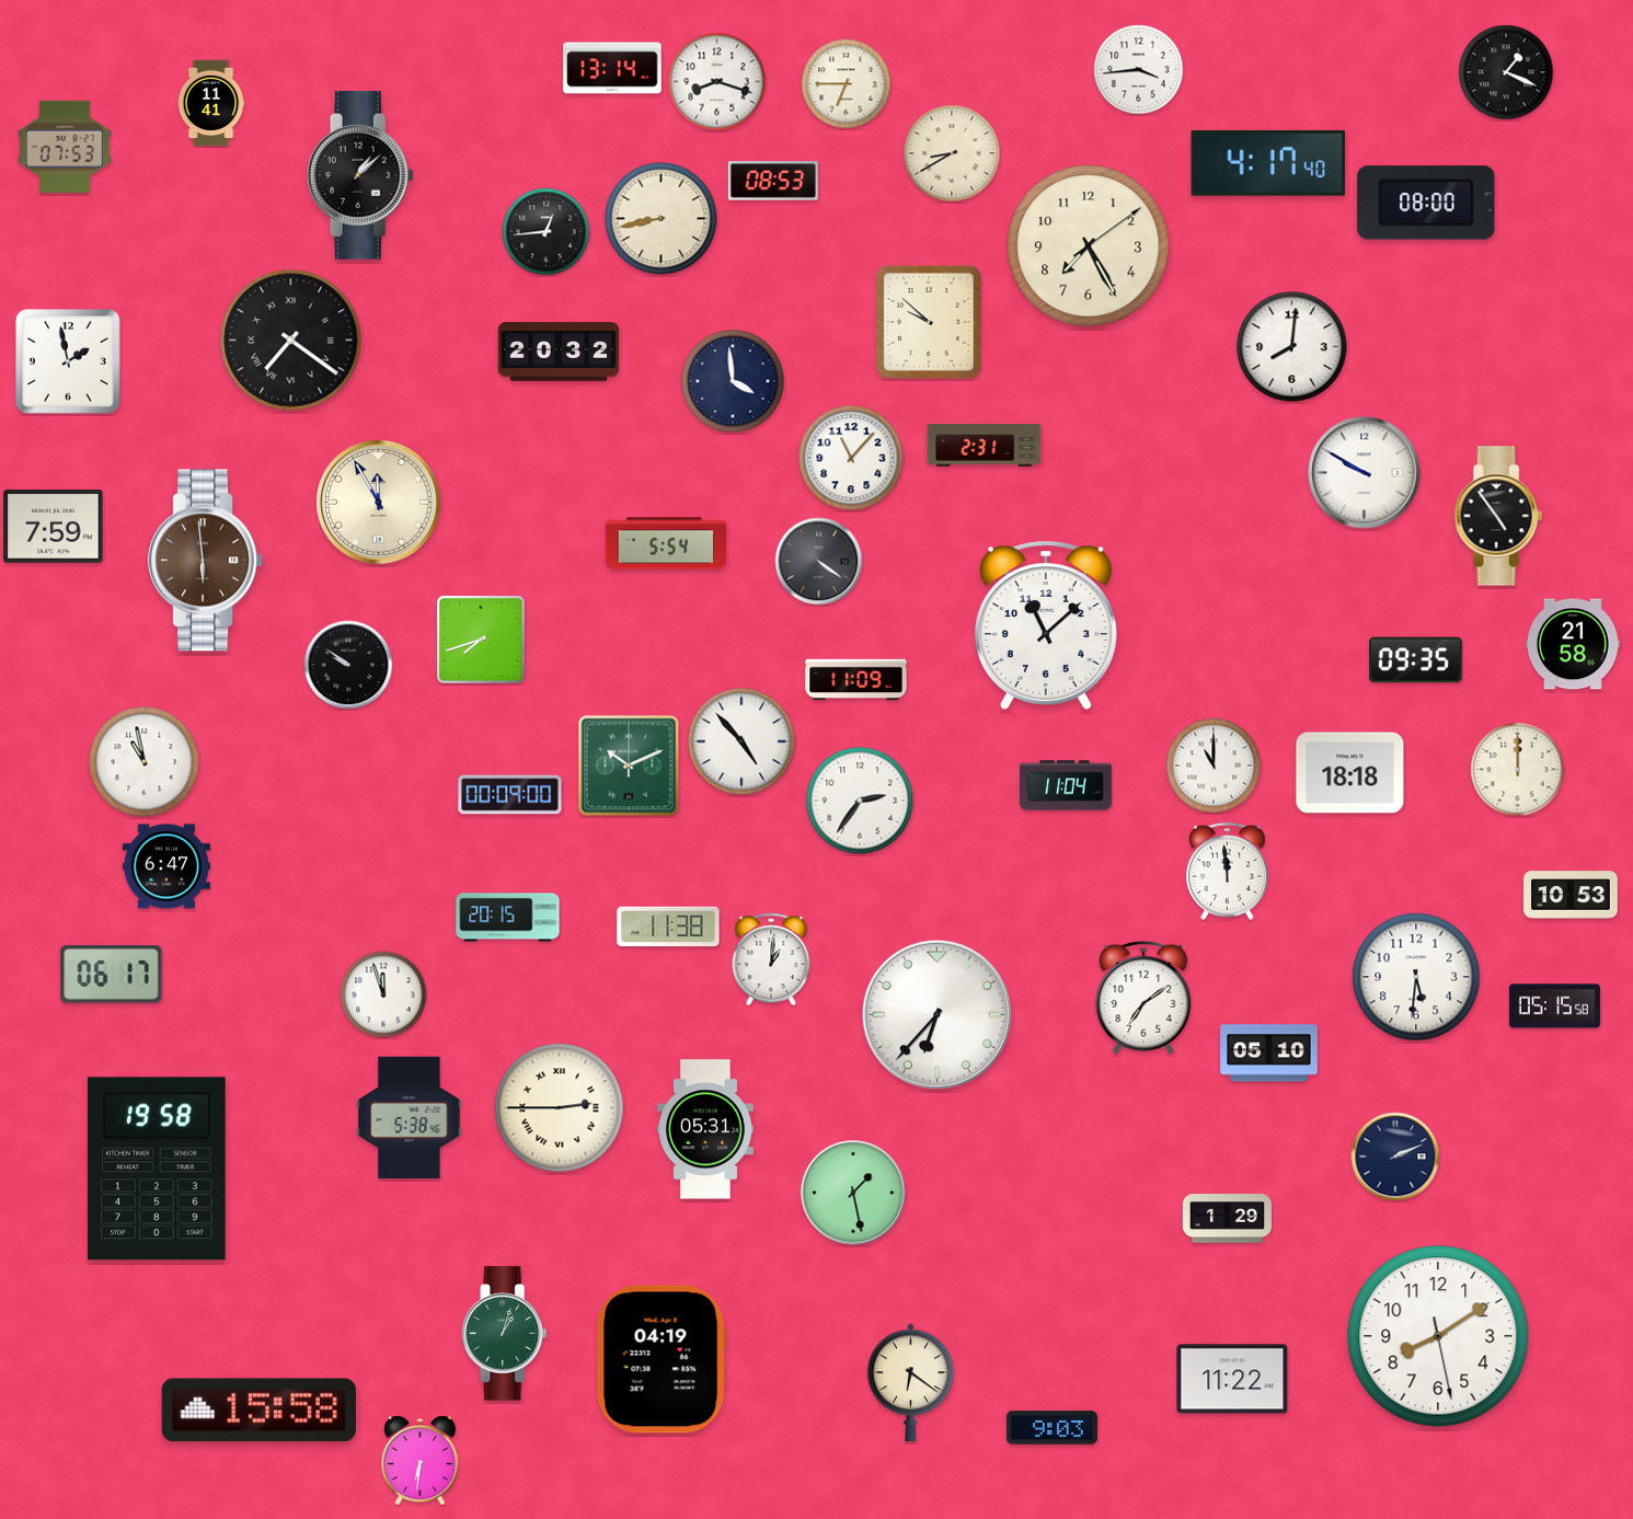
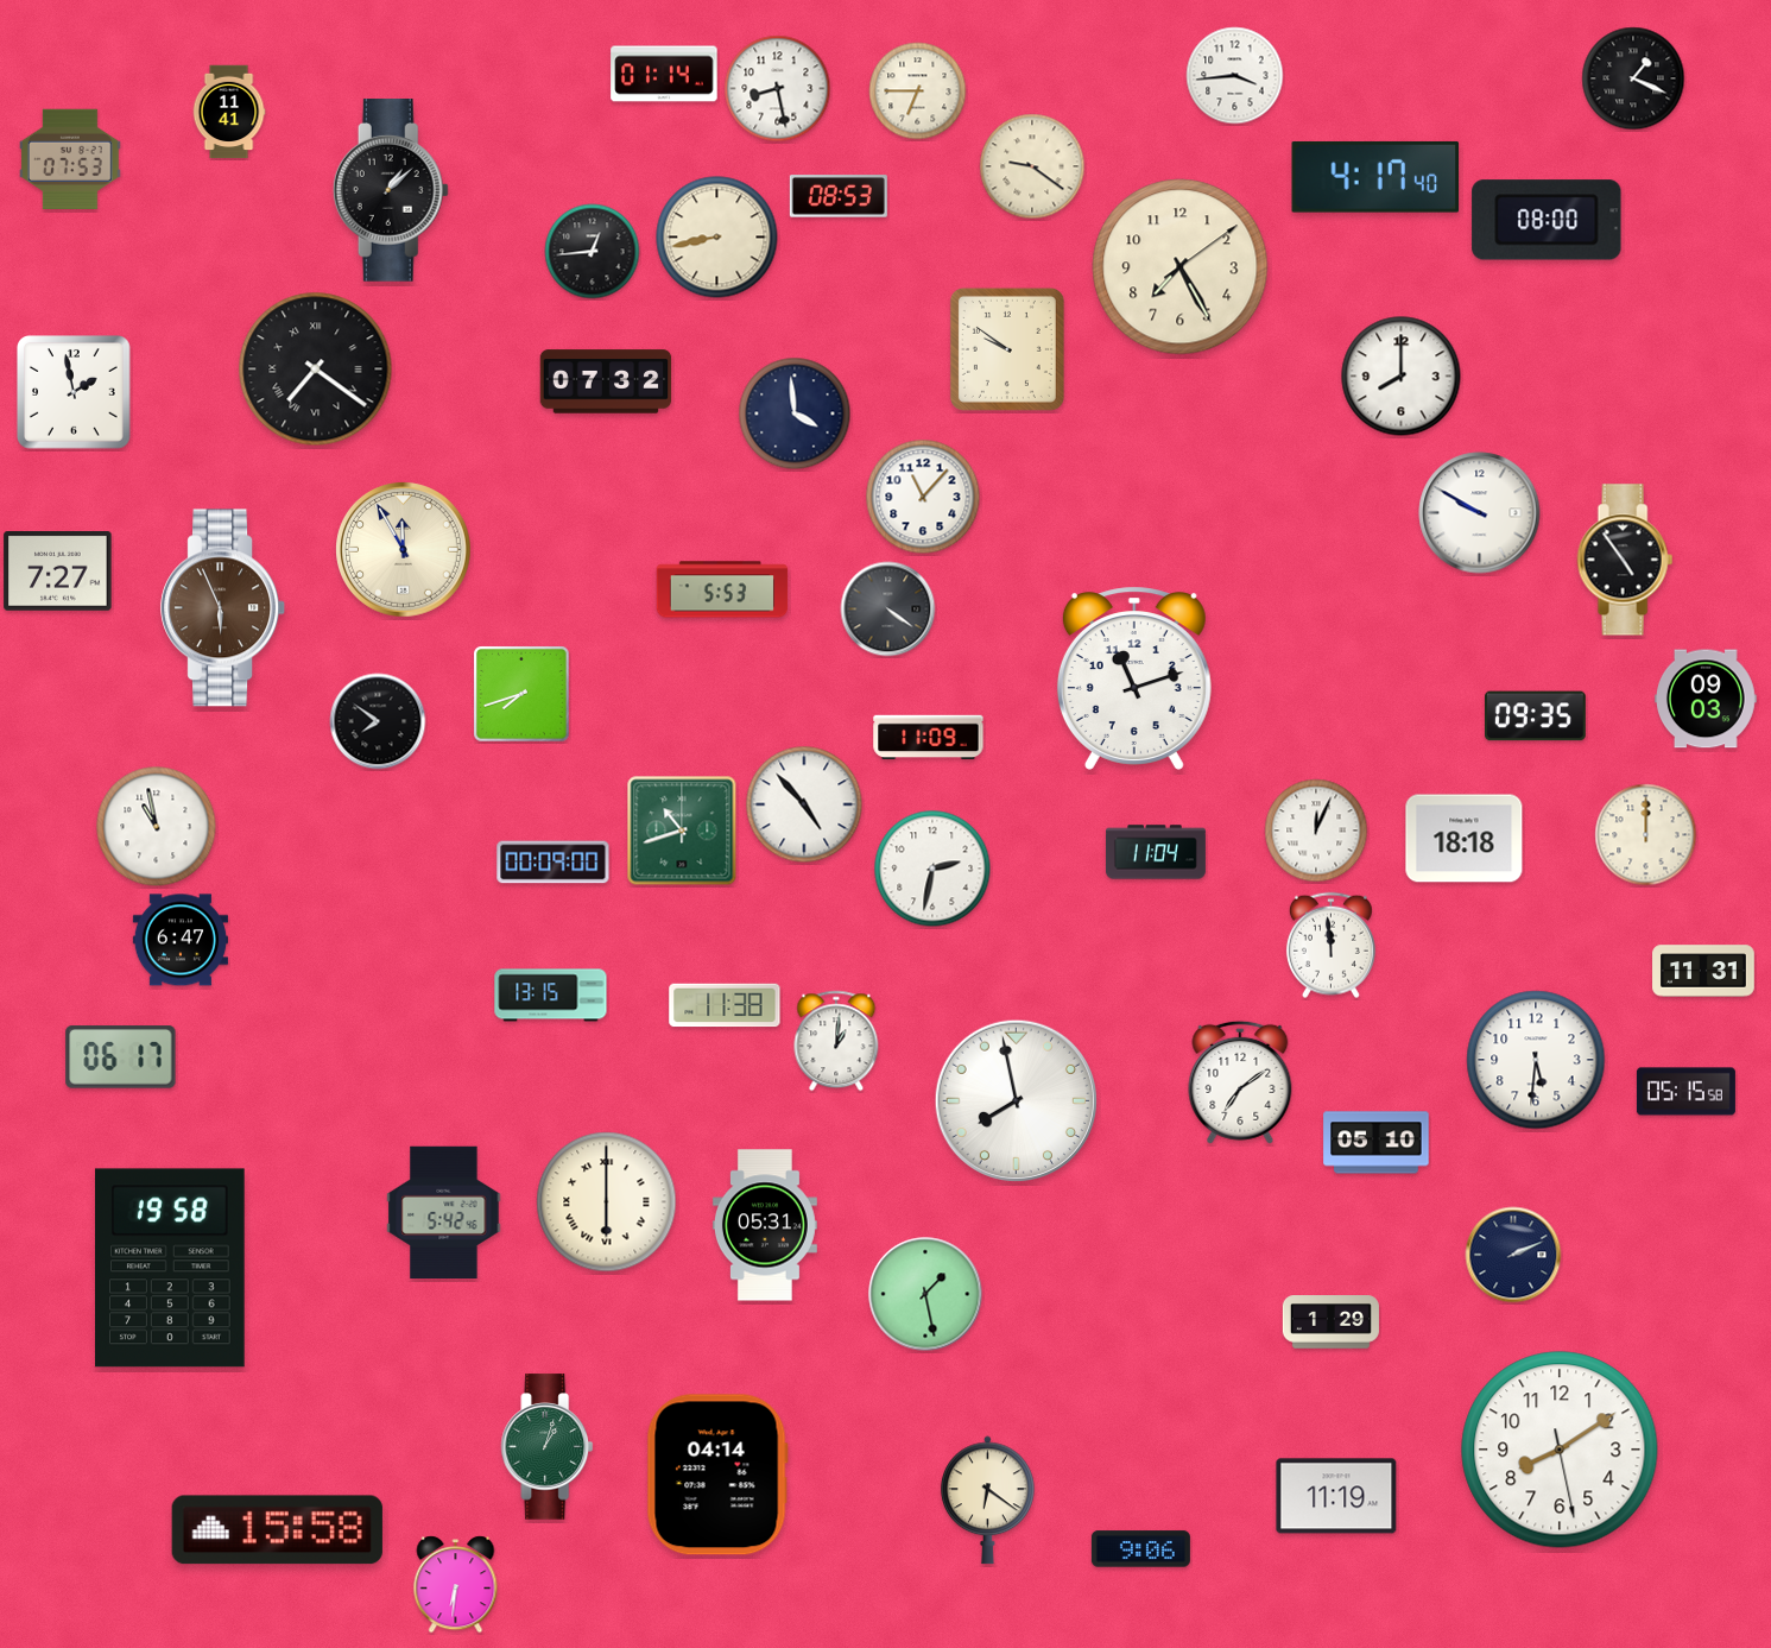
clock at (612, 68): 13:14 -> 01:14
clock at (717, 82): 8:18 -> 8:28
clock at (952, 153): 8:40 -> 9:21
clock at (929, 322): 9:52 -> 9:51
clock at (1292, 347): 8:01 -> 8:00
clock at (559, 352): 20:32 -> 07:32
clock at (985, 446): 2:31 -> none
clock at (379, 503) position: (379, 503) -> (404, 550)
clock at (54, 527): 7:59 -> 7:27
clock at (666, 543): 5:54 -> 5:53
clock at (206, 561): 5:59 -> 5:56
clock at (1046, 625): 11:08 -> 11:12
clock at (1574, 644): 21:58 -> 09:03
clock at (348, 665): 9:51 -> 7:51
clock at (629, 766): 10:11 -> 10:42
clock at (1214, 766): 11:00 -> 12:04
clock at (860, 801): 2:36 -> 2:32
clock at (1571, 895): 10:53 -> 11:31
clock at (508, 918): 20:15 -> 13:15
clock at (383, 994): 11:57 -> none
clock at (936, 1014): 6:37 -> 7:58
clock at (560, 1108): 2:45 -> 6:00
clock at (410, 1117): 5:38 -> 5:42
clock at (662, 1359): 04:19 -> 04:14
clock at (1232, 1379): 11:22 -> 11:19
clock at (258, 1411) position: (258, 1411) -> (277, 1530)
clock at (1051, 1428): 9:03 -> 9:06
